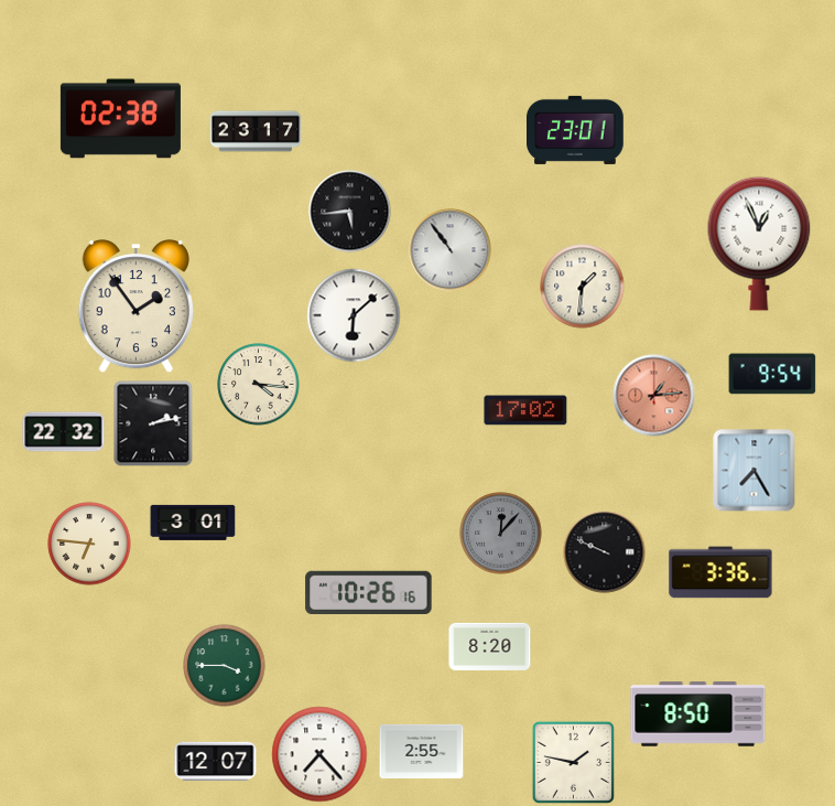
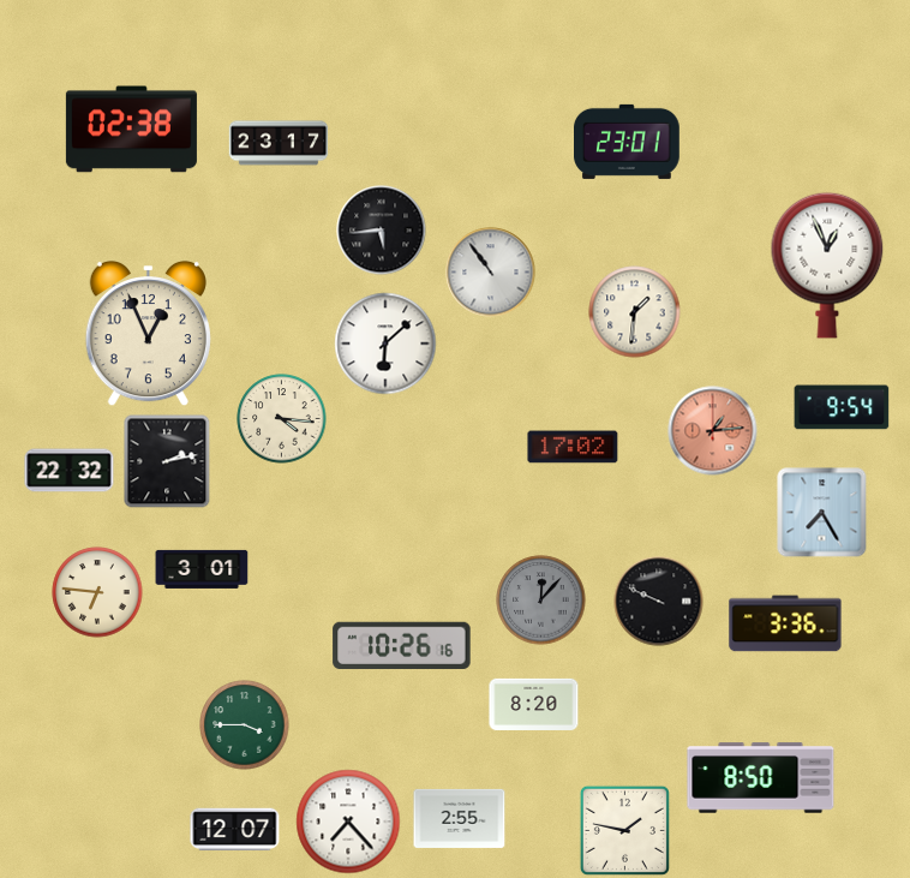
clock at (135, 307): 1:54 -> 12:56
clock at (193, 523) position: (193, 523) -> (202, 569)
clock at (501, 534) position: (501, 534) -> (541, 601)
